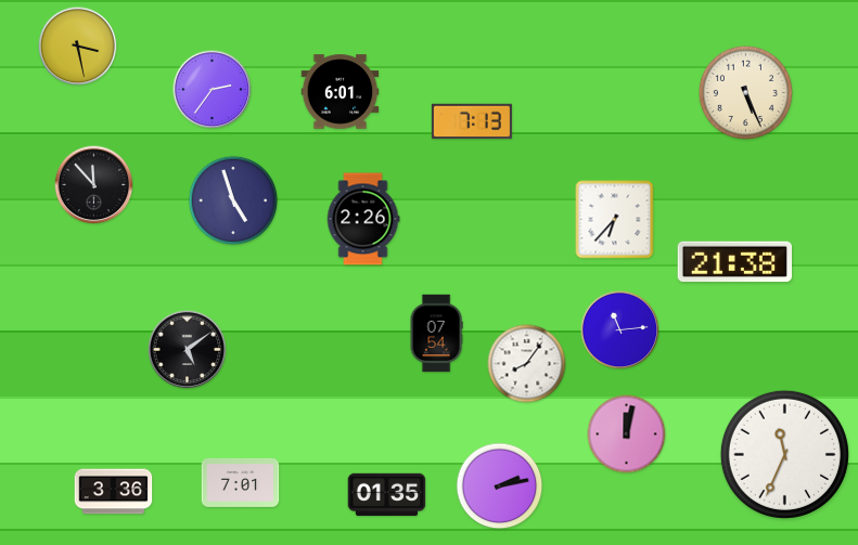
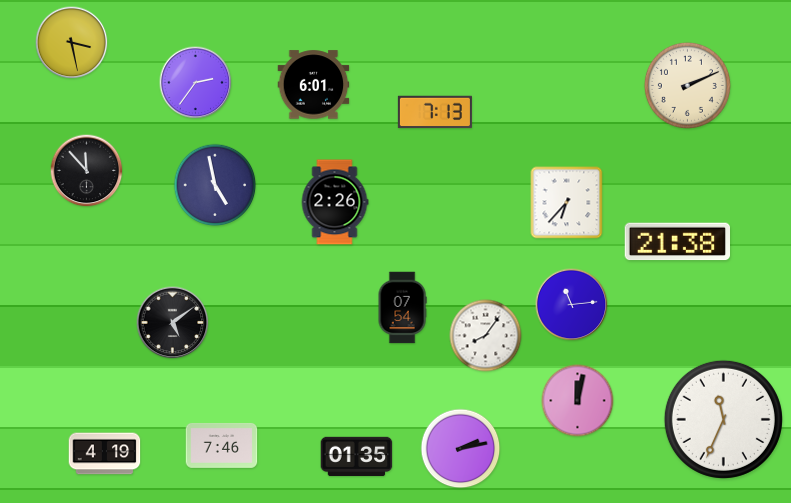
clock at (745, 92): 5:26 -> 2:11
clock at (233, 200): 4:57 -> 4:58
clock at (241, 483): 7:01 -> 7:46
clock at (114, 492): 3:36 -> 4:19
